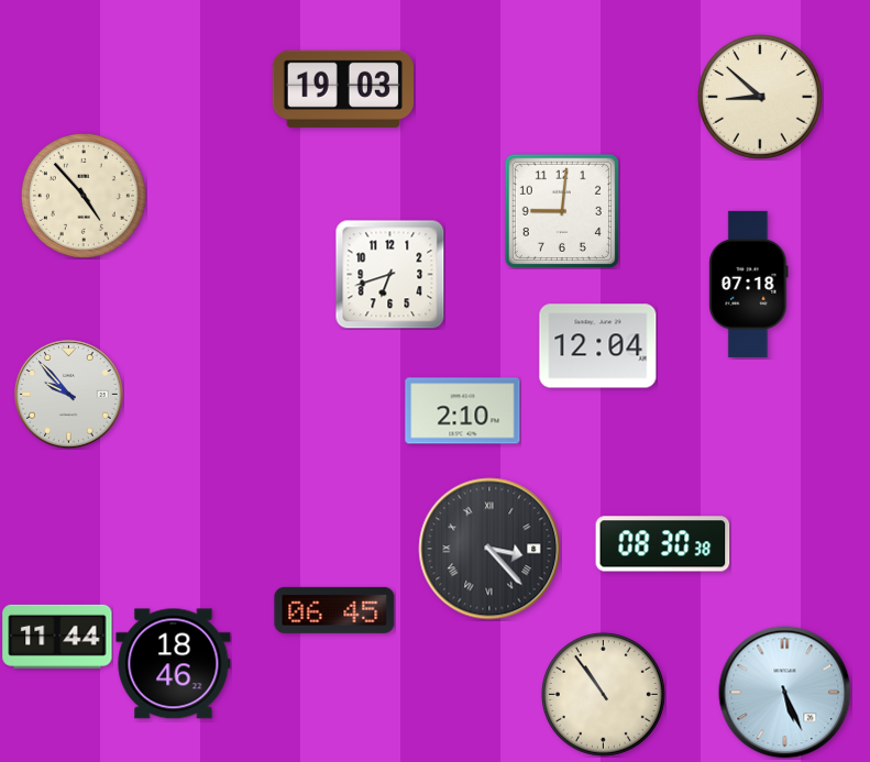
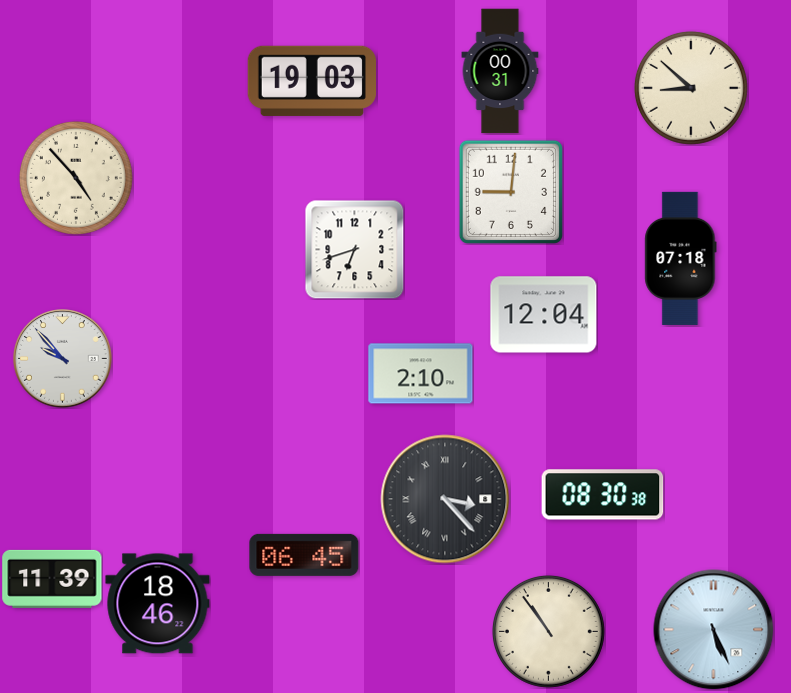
clock at (500, 71): none -> 00:31
clock at (57, 637): 11:44 -> 11:39
